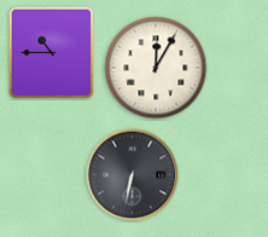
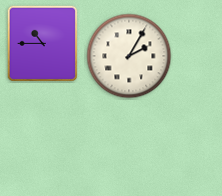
clock at (156, 68): 12:05 -> 2:05
clock at (133, 175): 6:32 -> none
